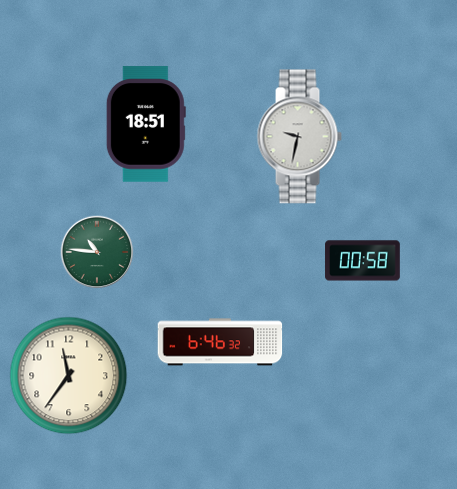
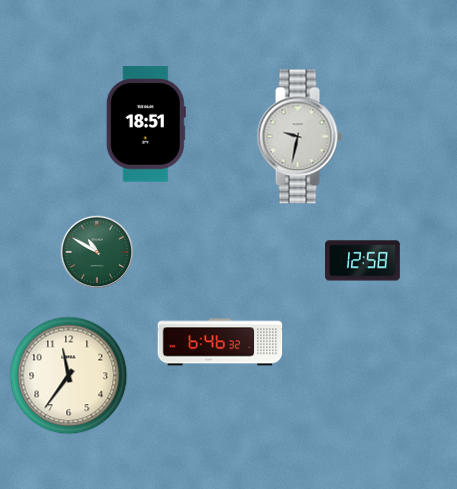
clock at (97, 252): 10:46 -> 10:50
clock at (363, 261): 00:58 -> 12:58
